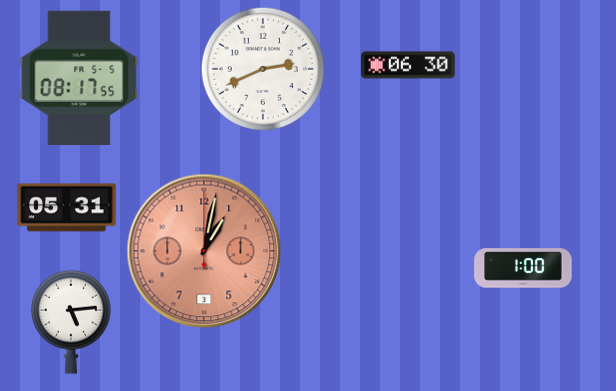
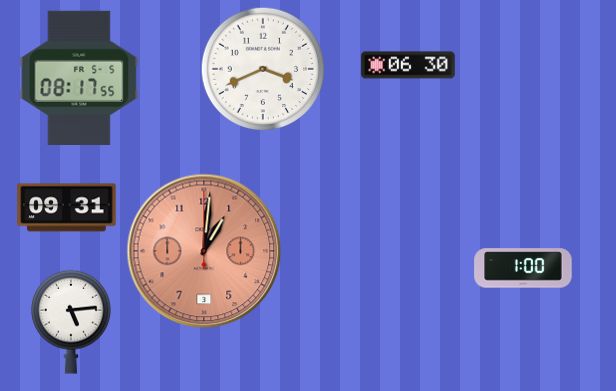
clock at (262, 68): 2:41 -> 3:41
clock at (67, 208): 05:31 -> 09:31
clock at (204, 251): 1:02 -> 1:01
